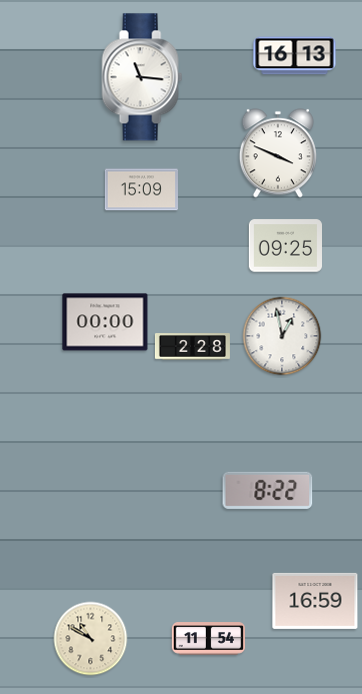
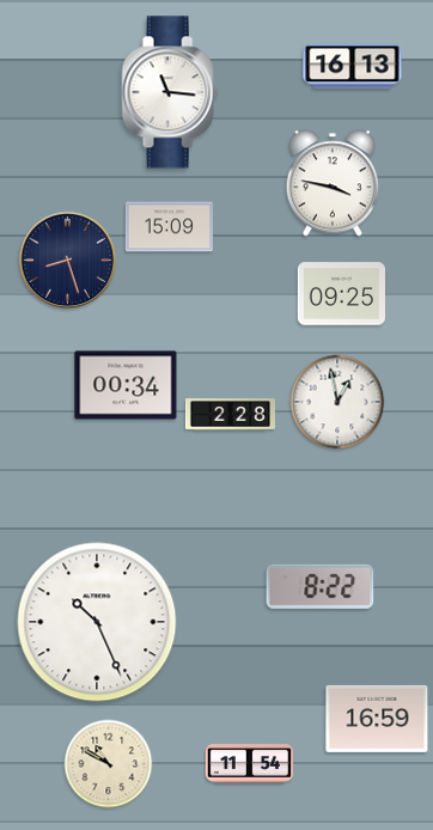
clock at (278, 153): 3:49 -> 3:47
clock at (68, 261): none -> 8:27
clock at (105, 322): 00:00 -> 00:34
clock at (97, 622): none -> 10:26
